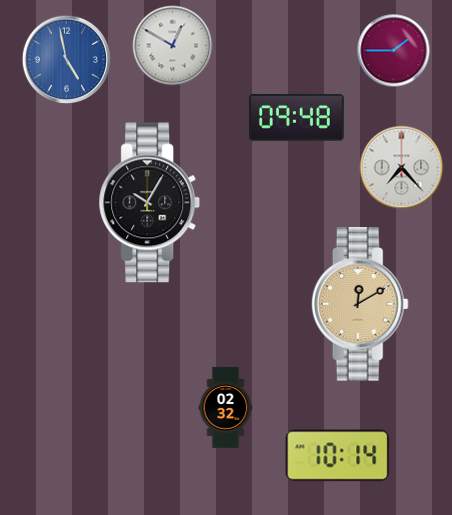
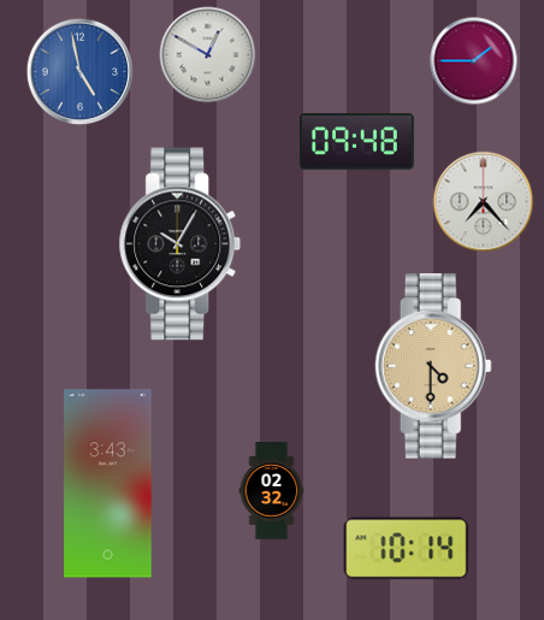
clock at (360, 304): 12:10 -> 4:30
clock at (108, 484): none -> 3:43
